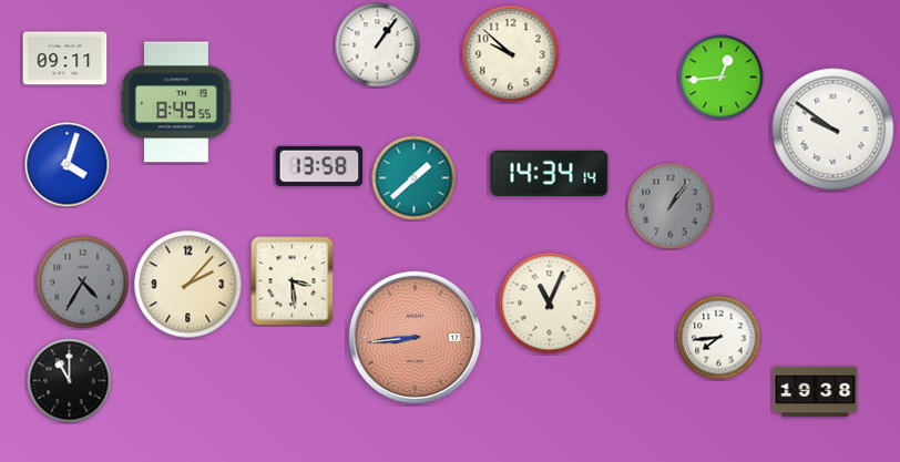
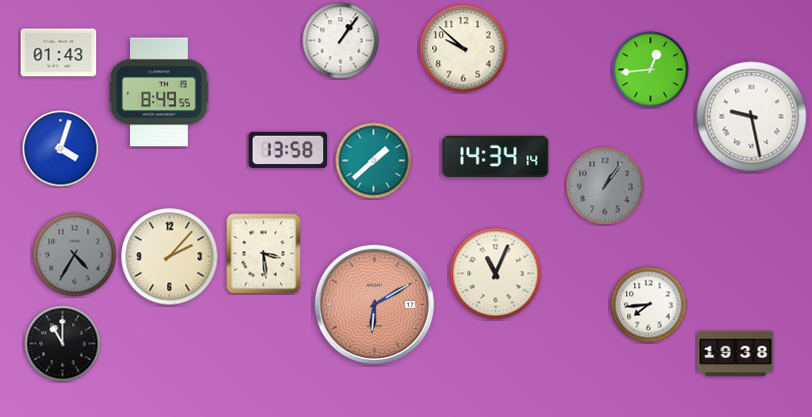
clock at (511, 54) position: (511, 54) -> (464, 49)
clock at (65, 59): 09:11 -> 01:43
clock at (833, 130): 9:51 -> 9:28
clock at (415, 337): 8:44 -> 6:10
